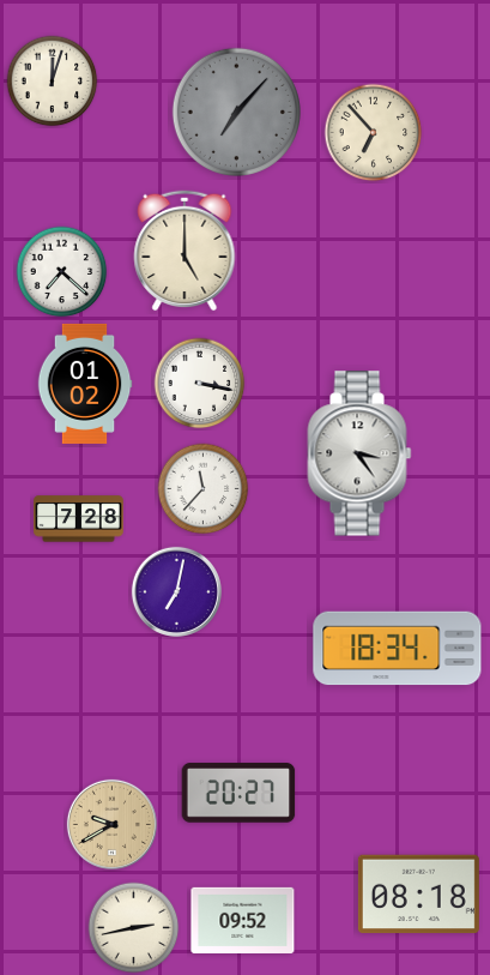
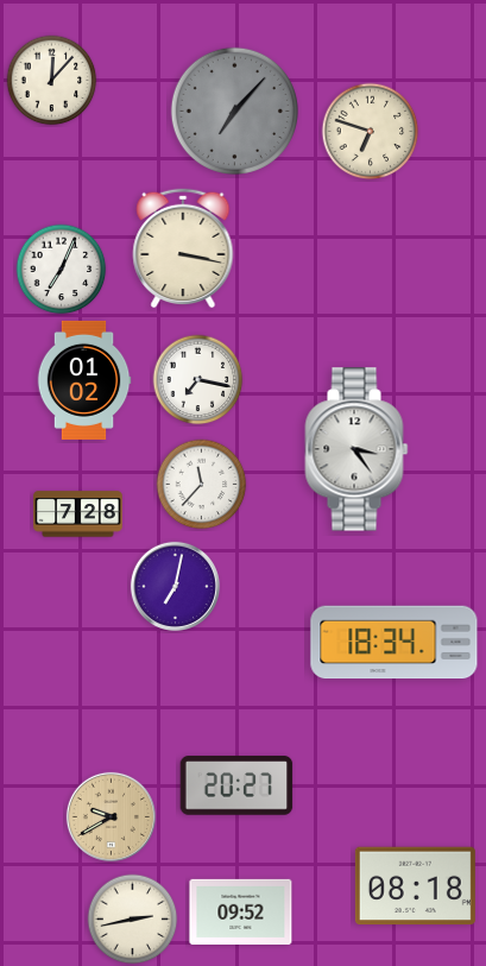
clock at (53, 82): 12:03 -> 12:07
clock at (374, 133): 6:53 -> 6:48
clock at (184, 251): 5:00 -> 3:17
clock at (62, 272): 7:22 -> 7:04
clock at (200, 384): 3:17 -> 7:17
